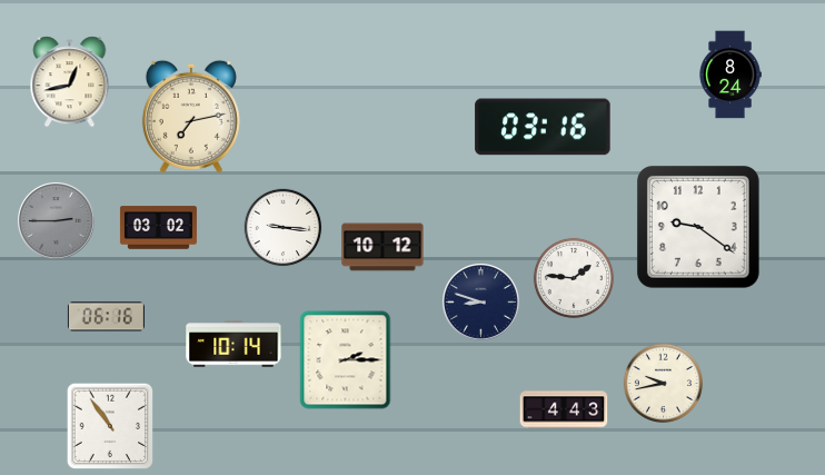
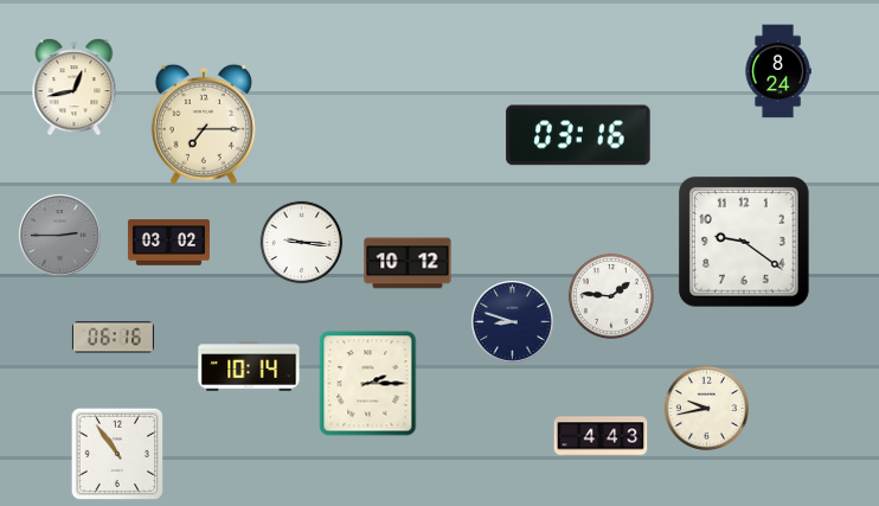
clock at (730, 75) position: (730, 75) -> (778, 71)
clock at (191, 117): 7:13 -> 7:15
